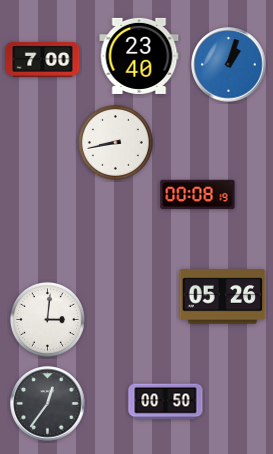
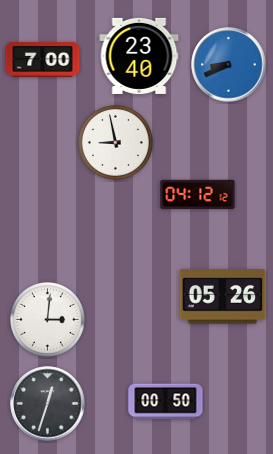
clock at (229, 65): 1:03 -> 8:41
clock at (115, 142): 8:43 -> 8:58
clock at (198, 195): 00:08 -> 04:12
clock at (48, 404): 12:36 -> 12:33
